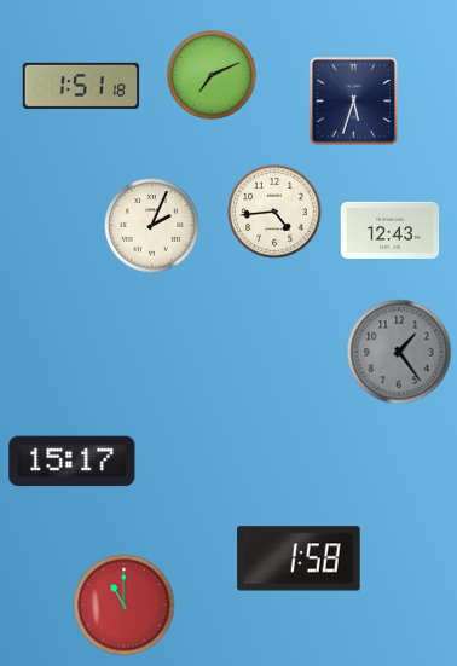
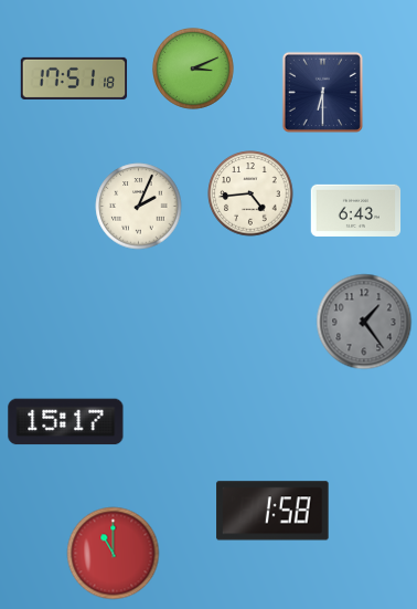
clock at (213, 76): 7:11 -> 3:11
clock at (81, 86): 1:51 -> 17:51
clock at (353, 100): 5:33 -> 6:30
clock at (391, 230): 12:43 -> 6:43
